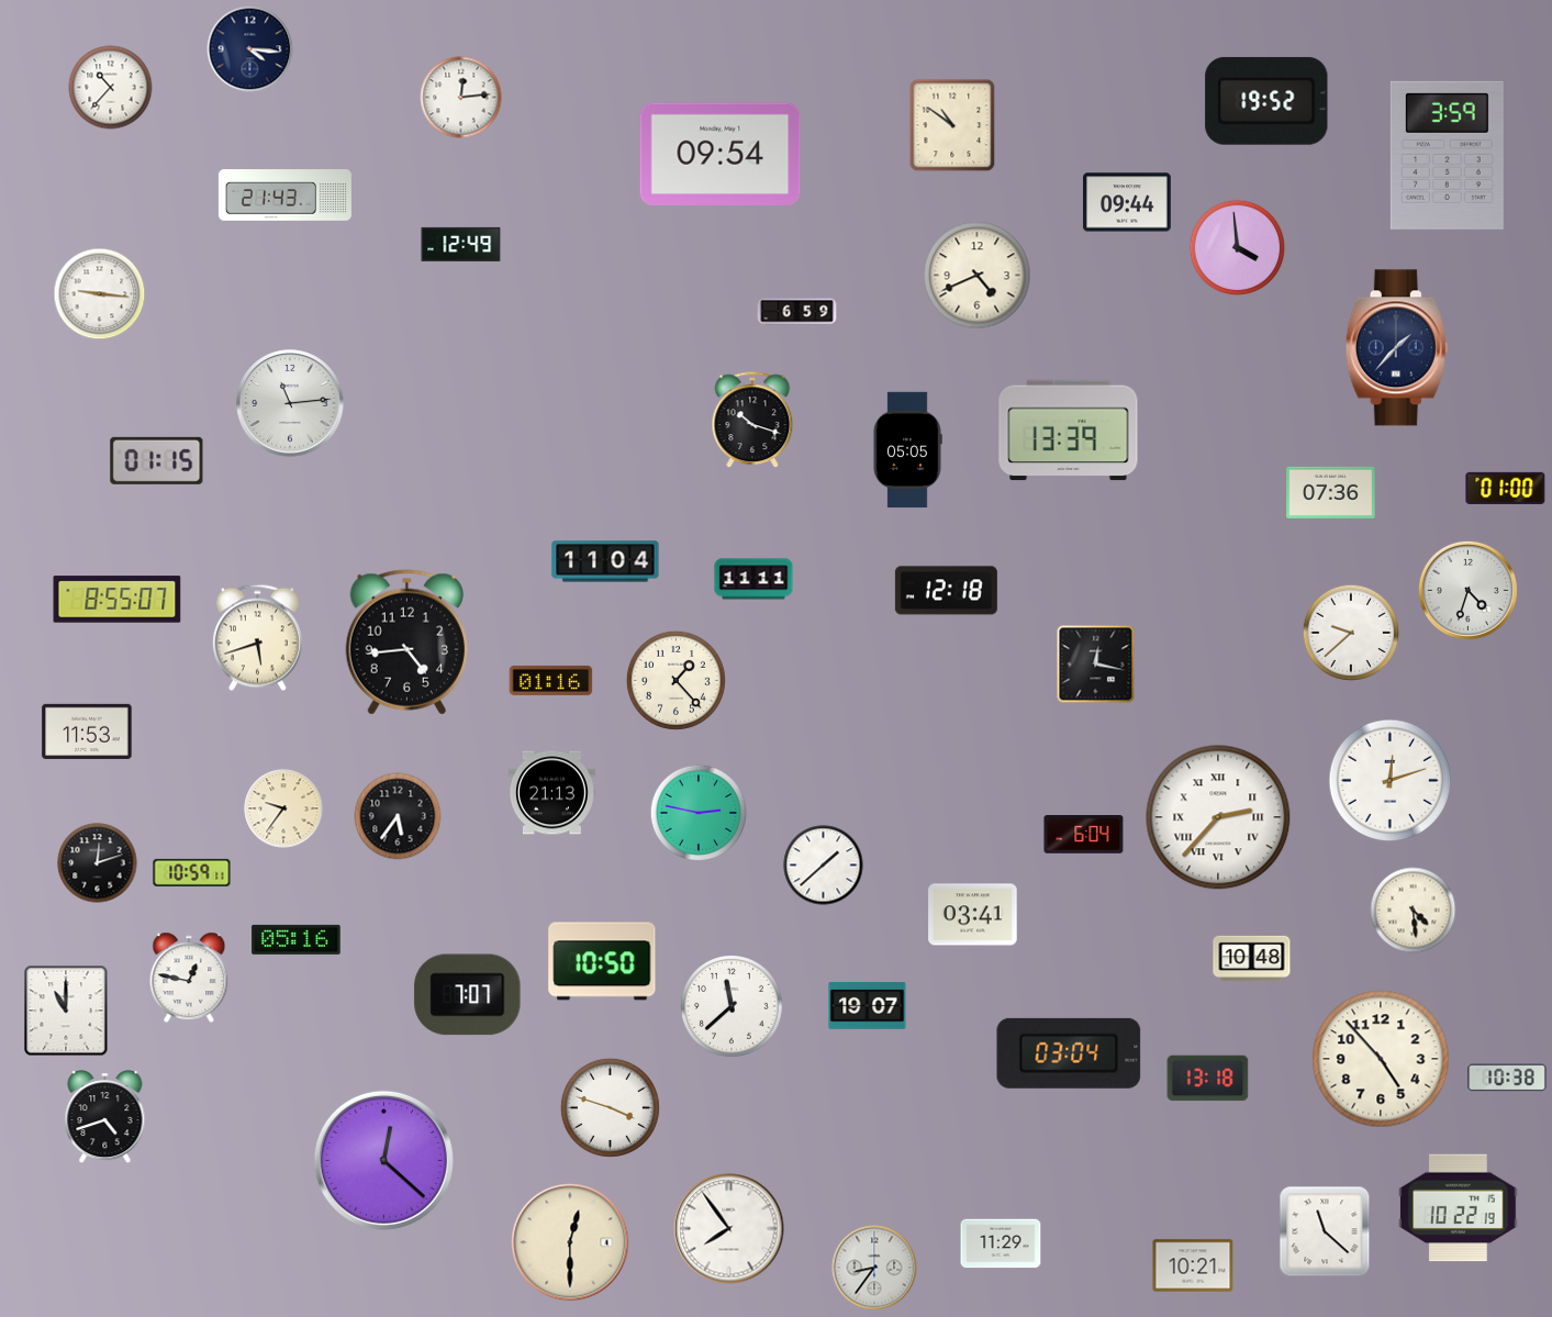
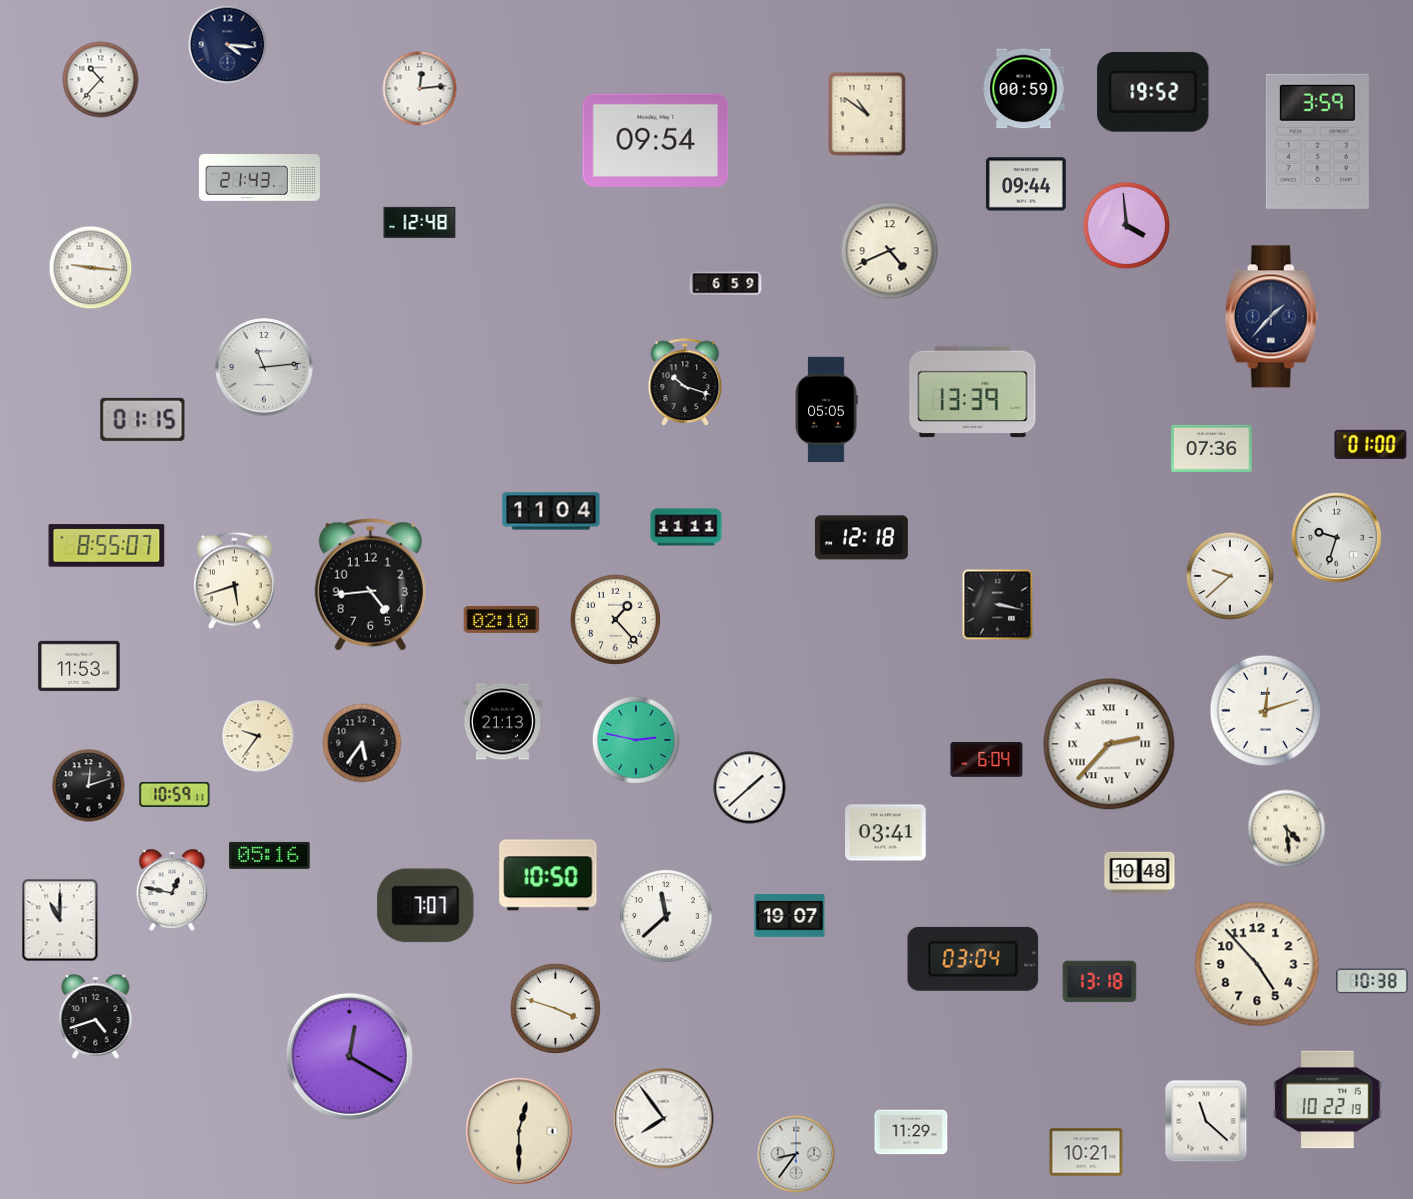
clock at (1024, 89): none -> 00:59
clock at (461, 244): 12:49 -> 12:48
clock at (1467, 590): 4:33 -> 9:33
clock at (1096, 665): 12:17 -> 3:17
clock at (551, 680): 01:16 -> 02:10
clock at (383, 1160): 12:22 -> 12:20
